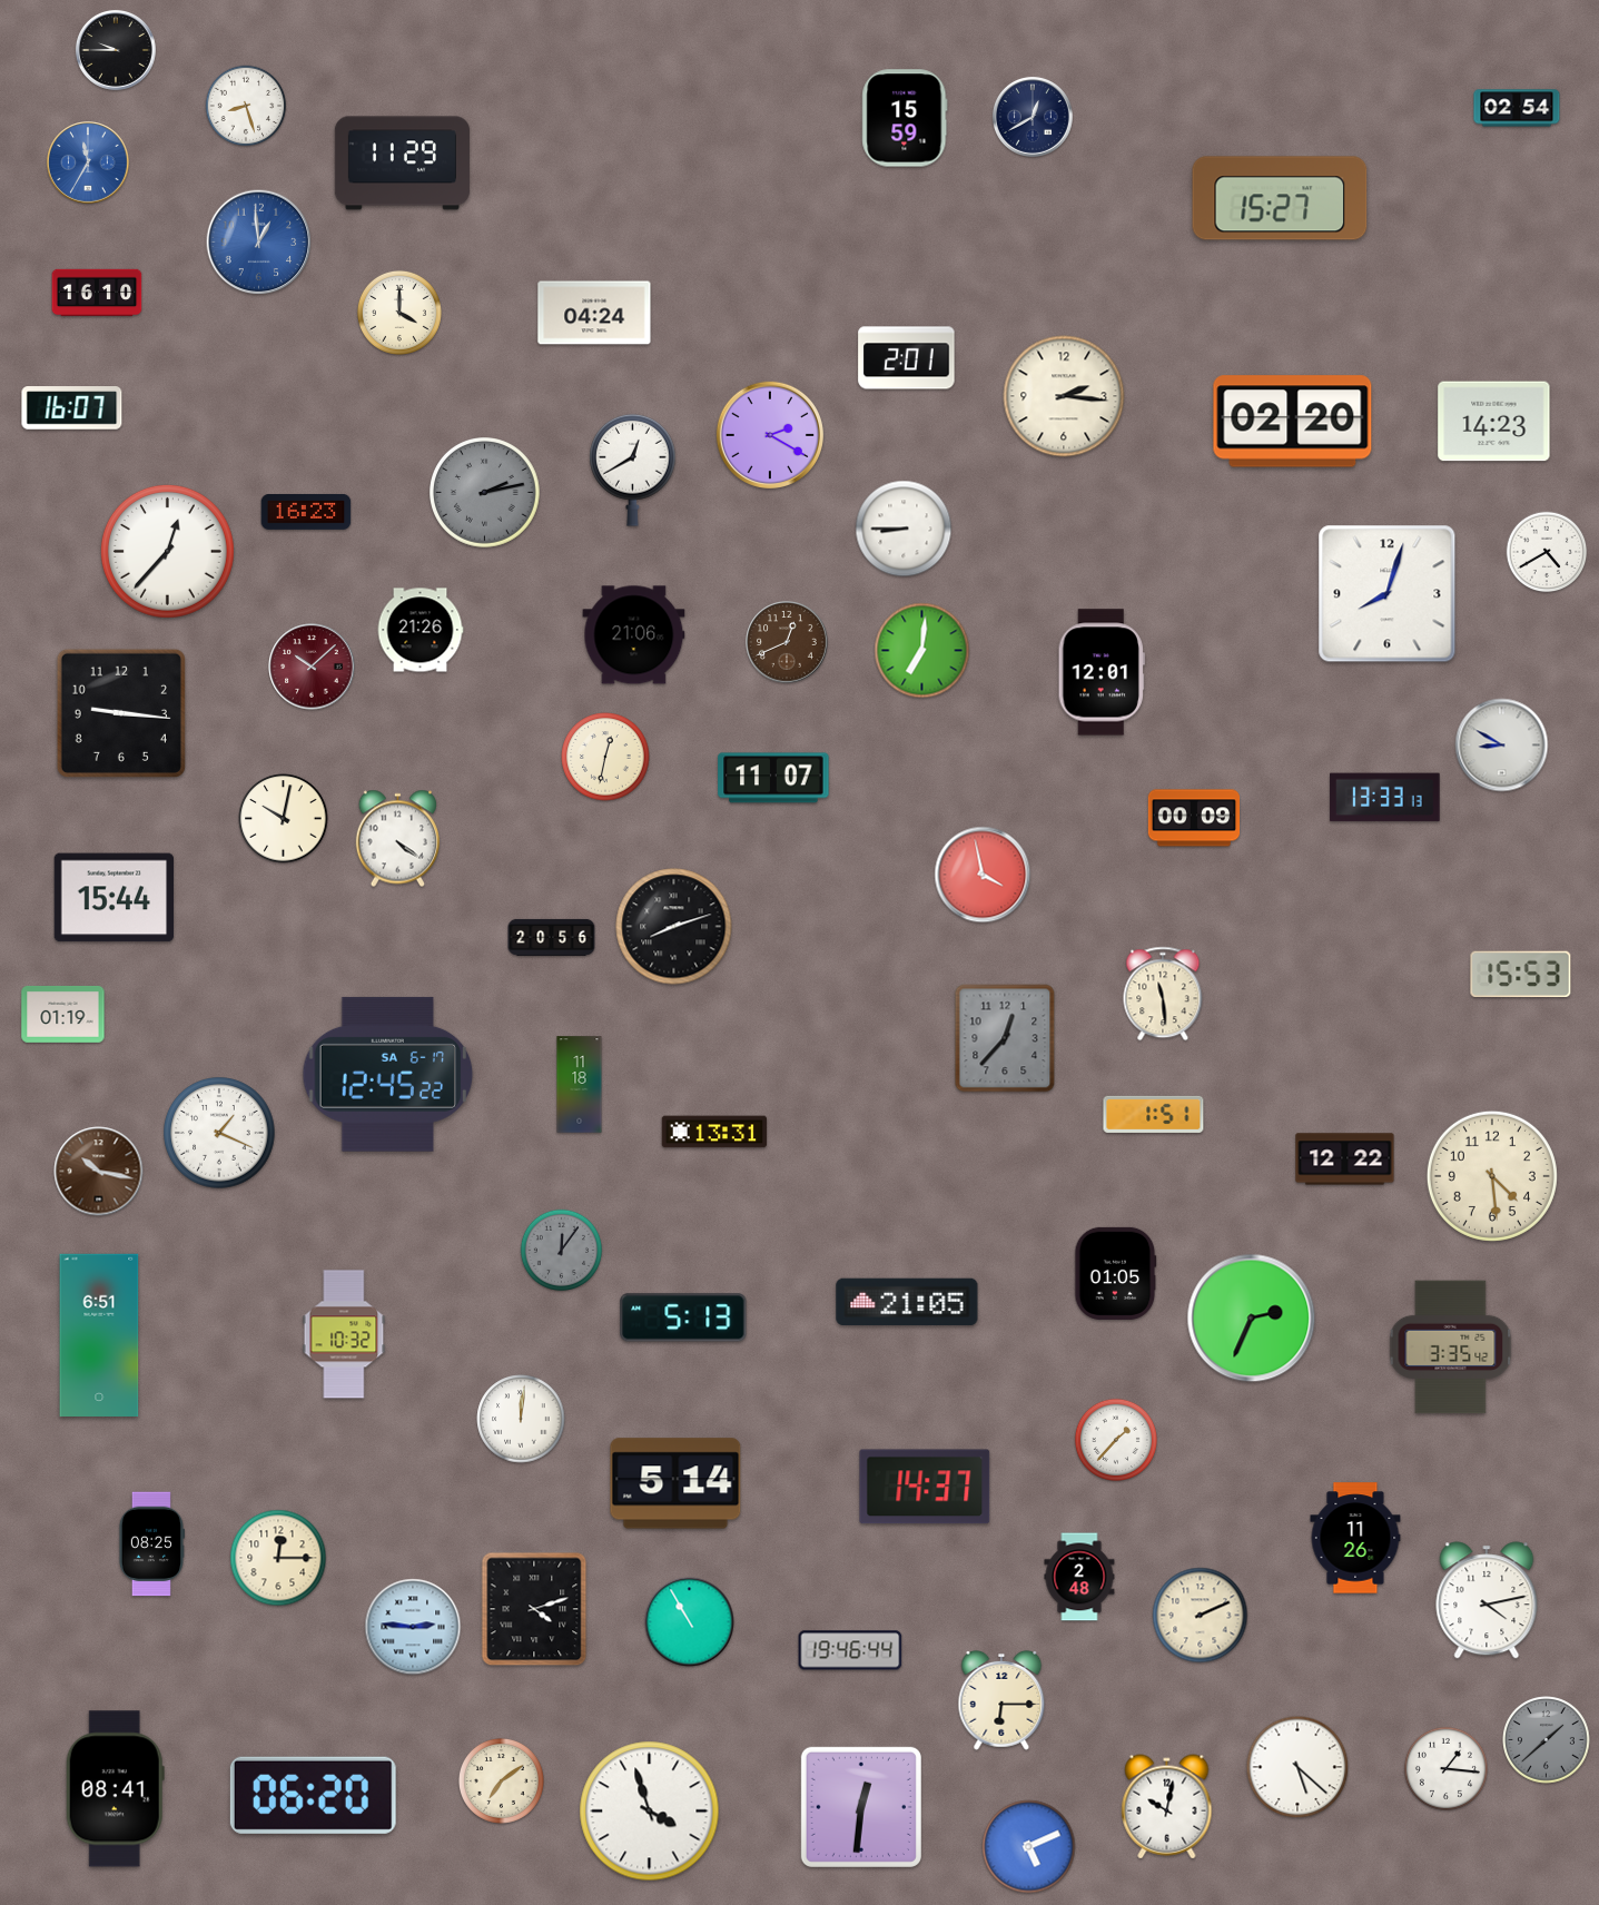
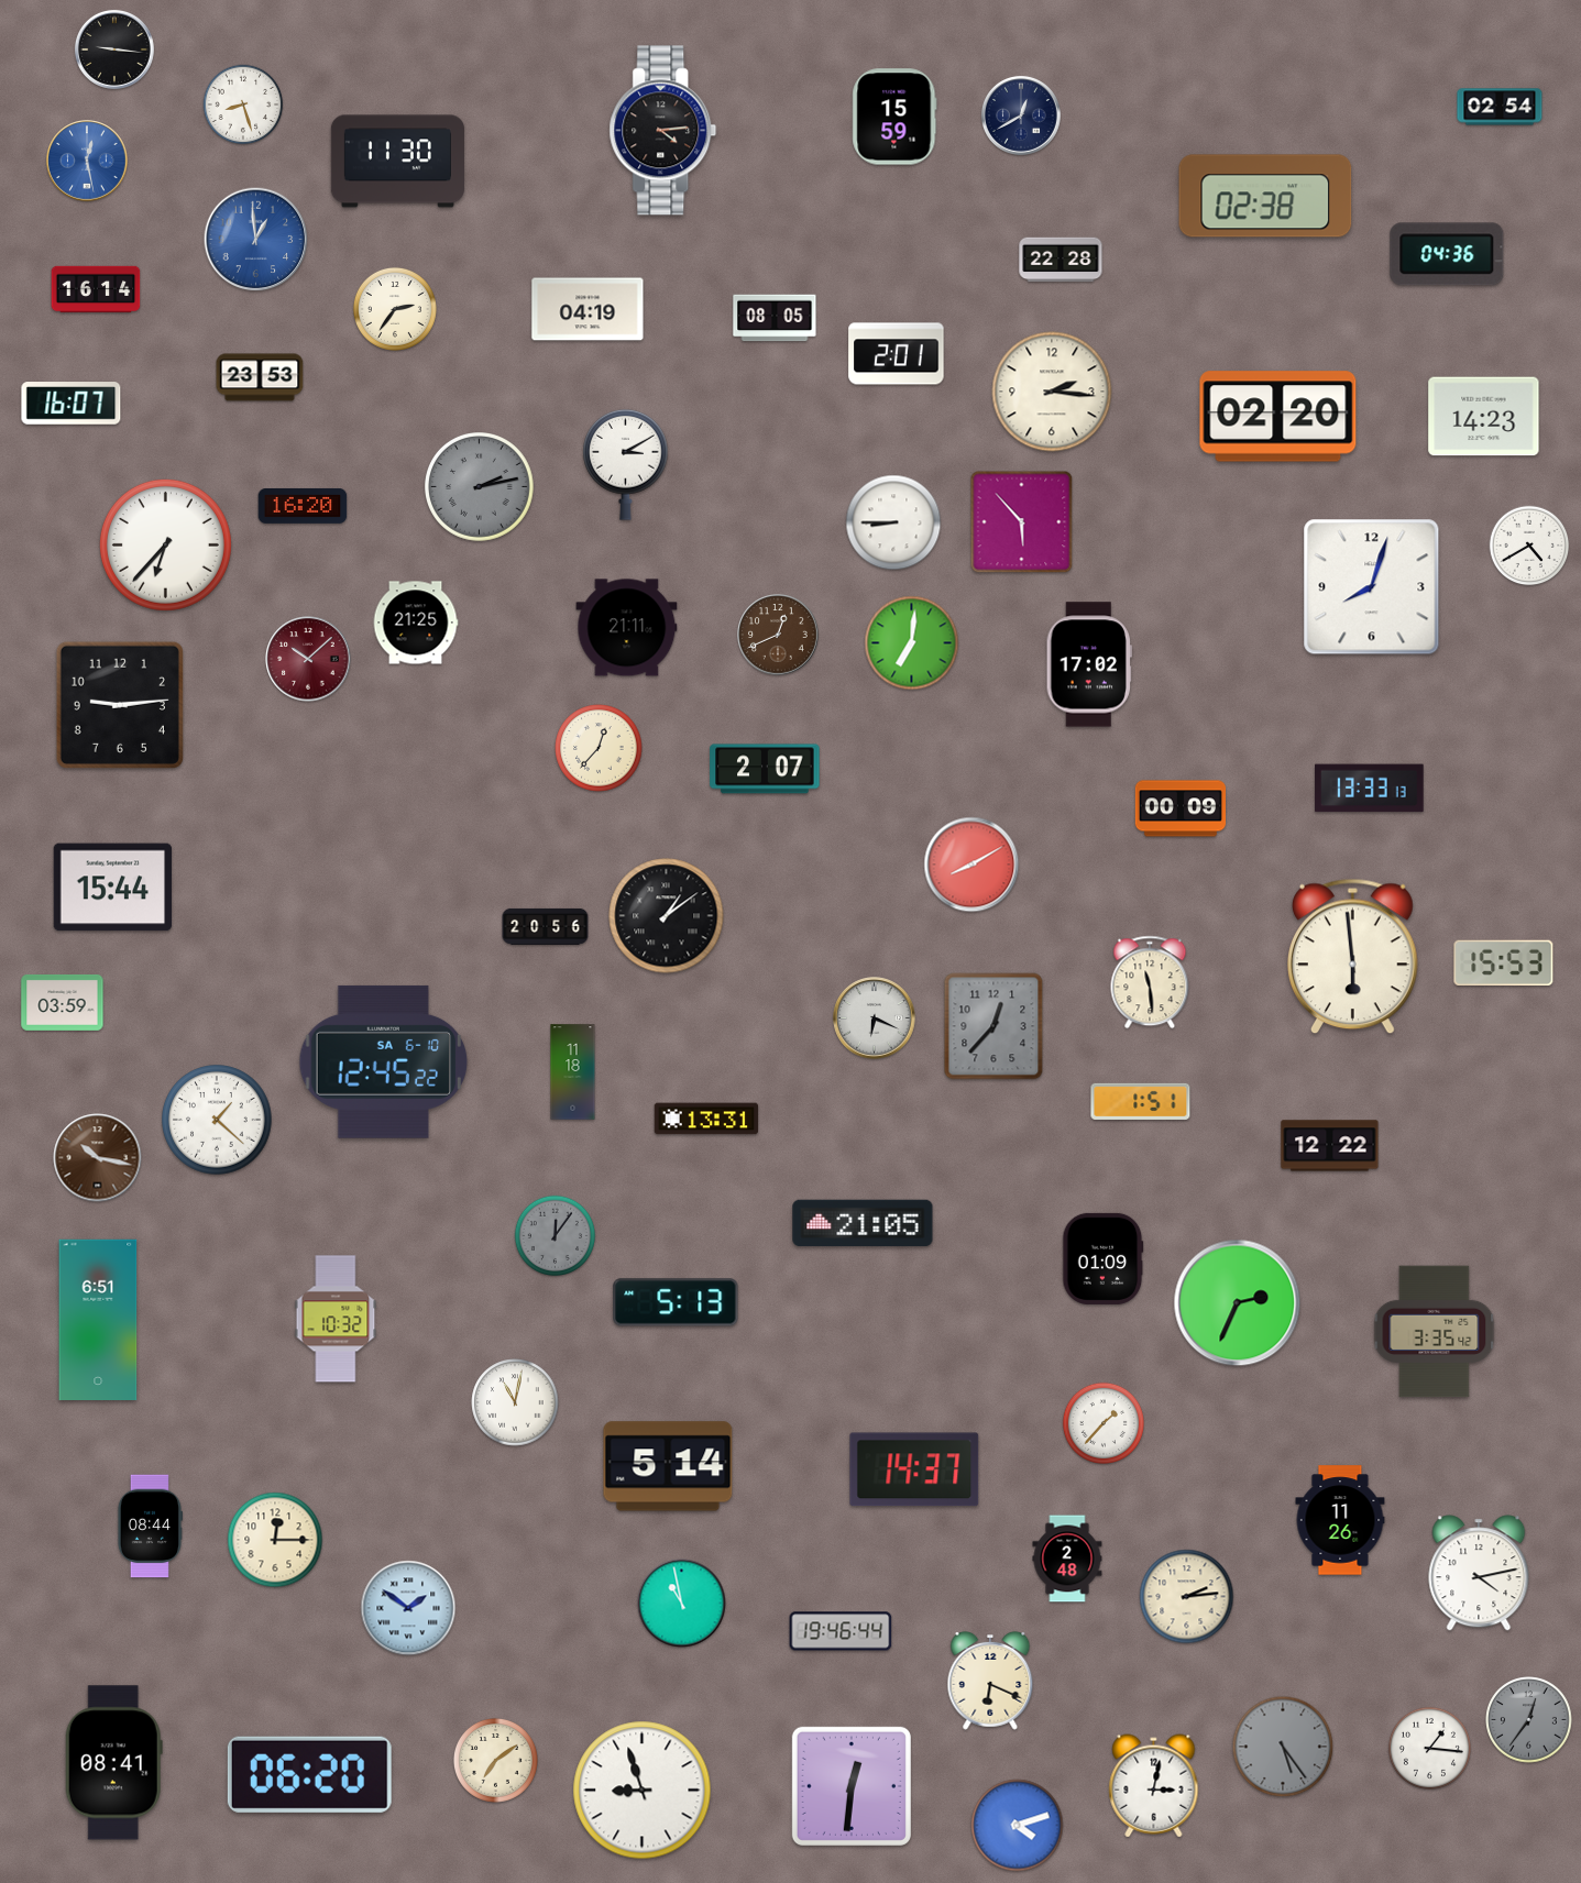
clock at (116, 50): 9:45 -> 9:16
clock at (663, 131): none -> 4:14
clock at (88, 162): 11:35 -> 12:28
clock at (402, 164): 11:29 -> 11:30
clock at (1280, 198): 15:27 -> 02:38
clock at (1447, 254): none -> 04:36
clock at (1061, 260): none -> 22:28
clock at (97, 293): 16:10 -> 16:14
clock at (399, 313): 4:00 -> 2:36
clock at (594, 313): 04:24 -> 04:19
clock at (775, 318): none -> 08:05
clock at (260, 377): none -> 23:53
clock at (1494, 422) position: (1494, 422) -> (1484, 417)
clock at (770, 435): 2:20 -> none
clock at (633, 470): 12:40 -> 3:10
clock at (306, 512): 16:23 -> 16:20
clock at (1022, 522): none -> 5:53
clock at (167, 551): 12:37 -> 6:37
clock at (421, 630): 21:26 -> 21:25
clock at (634, 635): 21:06 -> 21:11
clock at (1102, 672): 12:01 -> 17:02
clock at (121, 713): 9:16 -> 9:14
clock at (1502, 746): 8:50 -> none
clock at (605, 757): 12:32 -> 12:37
clock at (773, 778): 11:07 -> 2:07
clock at (284, 819): 10:02 -> none
clock at (397, 839): 4:21 -> none
clock at (983, 875): 3:58 -> 8:10
clock at (674, 927): 8:12 -> 1:09
clock at (1353, 957): none -> 5:59
clock at (63, 1014): 01:19 -> 03:59
clock at (875, 1018): none -> 6:19
clock at (388, 1074) date: SA 6-17 -> SA 6-10
clock at (219, 1133): 1:19 -> 1:22
clock at (1492, 1176): 4:29 -> none
clock at (1116, 1273): 01:05 -> 01:09
clock at (907, 1302) position: (907, 1302) -> (863, 1223)
clock at (344, 1334) position: (344, 1334) -> (336, 1319)
clock at (521, 1419): 12:01 -> 11:02
clock at (151, 1544): 08:25 -> 08:44
clock at (1487, 1600) position: (1487, 1600) -> (1479, 1573)
clock at (534, 1609): 4:12 -> none
clock at (1201, 1616): 2:11 -> 2:14
clock at (690, 1622): 10:55 -> 10:58
clock at (413, 1627): 2:46 -> 1:51
clock at (1001, 1700): 6:15 -> 6:19
clock at (1547, 1740): 1:38 -> 12:36
clock at (1297, 1767): 5:22 -> 5:24
clock at (1297, 1767) dial: white -> grey
clock at (115, 1789) position: (115, 1789) -> (113, 1763)
clock at (1167, 1807): 10:02 -> 3:02
clock at (650, 1812): 3:57 -> 8:57
clock at (1029, 1847): 5:11 -> 4:12
